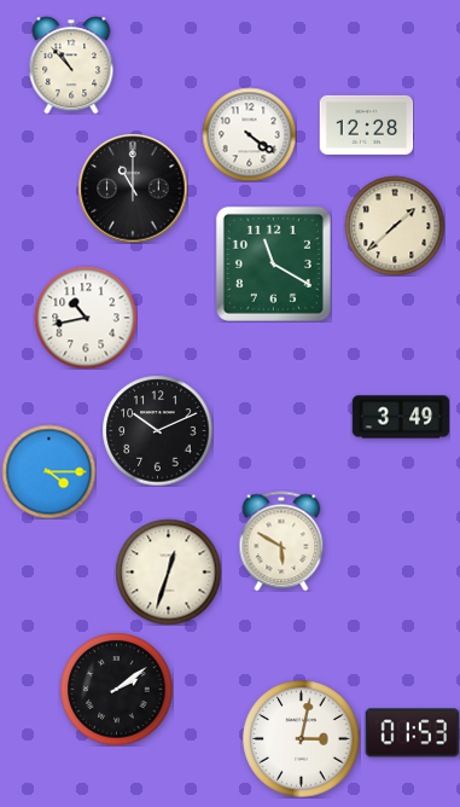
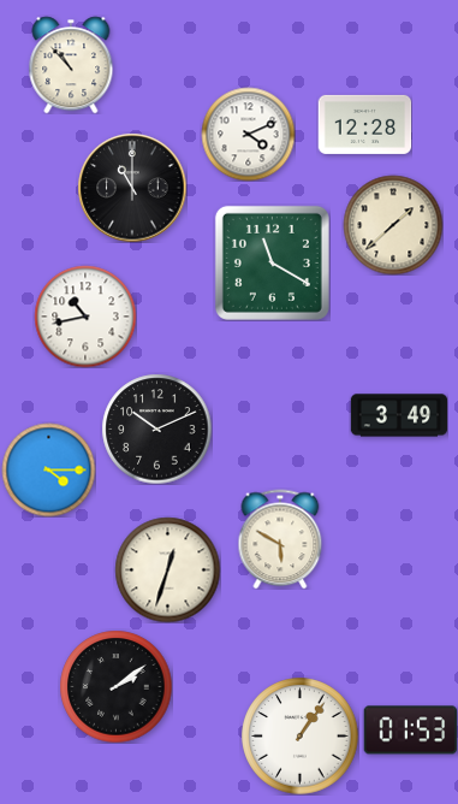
clock at (249, 134): 4:21 -> 4:11
clock at (302, 739): 3:02 -> 1:06
